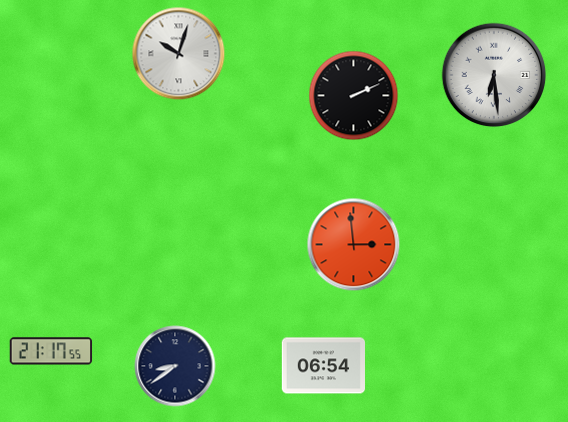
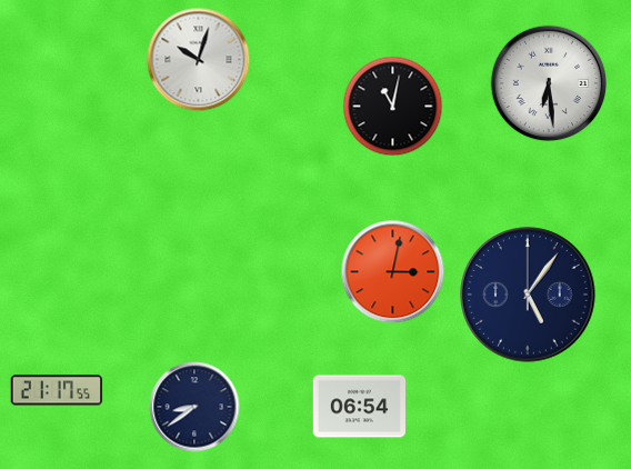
clock at (354, 96): 2:11 -> 11:02
clock at (354, 245): 2:59 -> 3:02
clock at (528, 295): none -> 5:06
